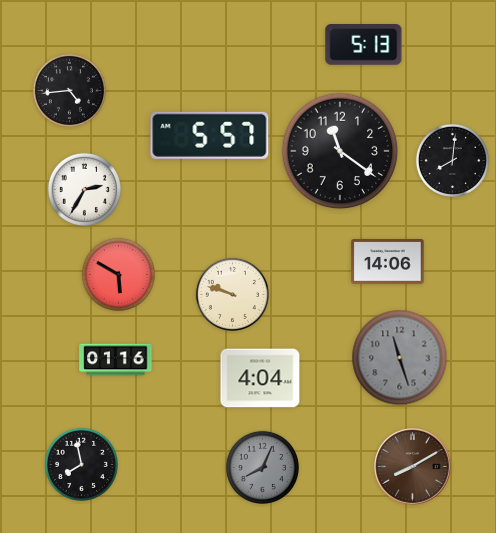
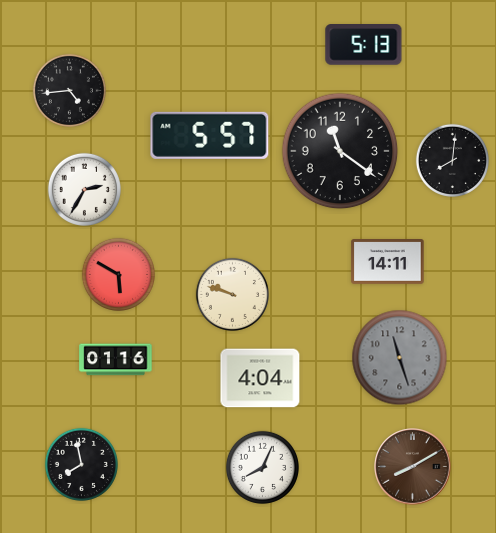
clock at (388, 262): 14:06 -> 14:11
clock at (262, 467) dial: grey -> white
